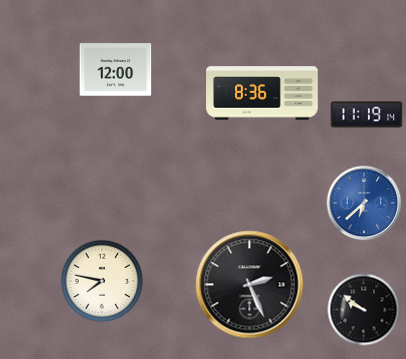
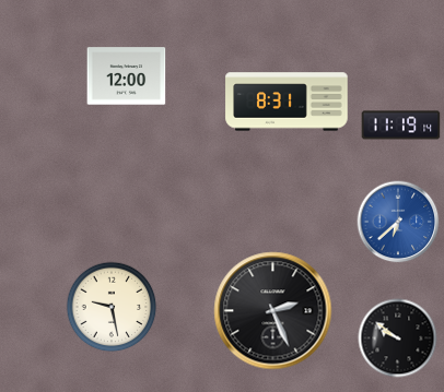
clock at (262, 93): 8:36 -> 8:31
clock at (102, 281): 7:47 -> 9:28
